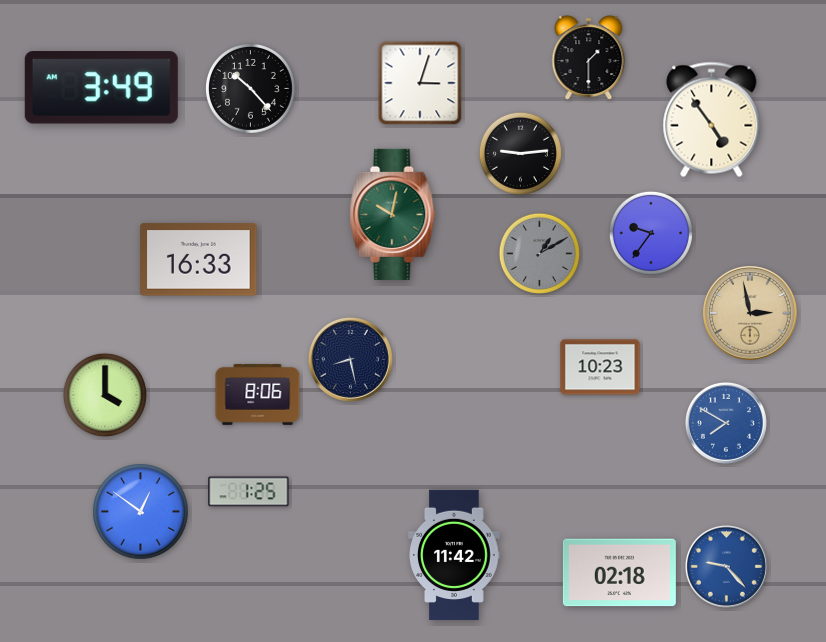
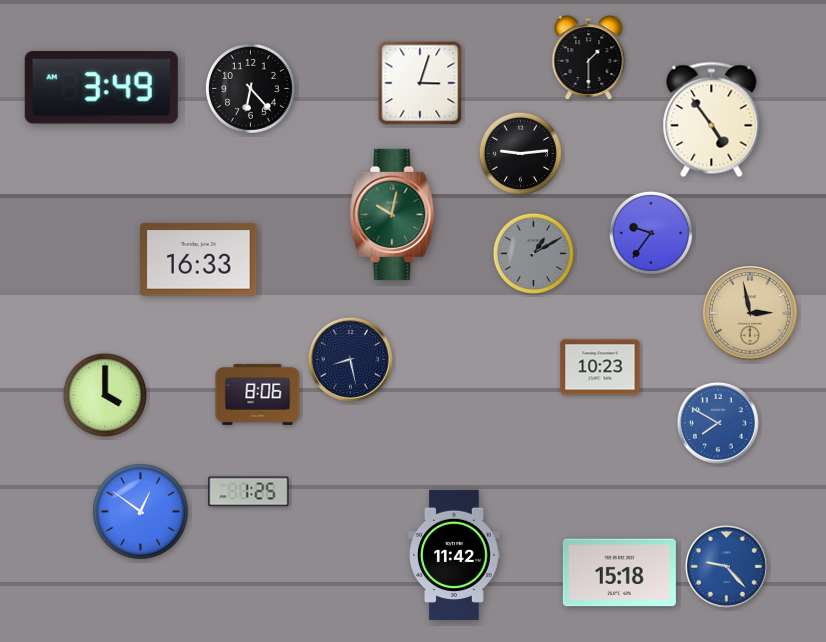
clock at (251, 89): 10:23 -> 6:23
clock at (539, 253) position: (539, 253) -> (533, 253)
clock at (726, 423) position: (726, 423) -> (718, 423)
clock at (619, 573): 02:18 -> 15:18
